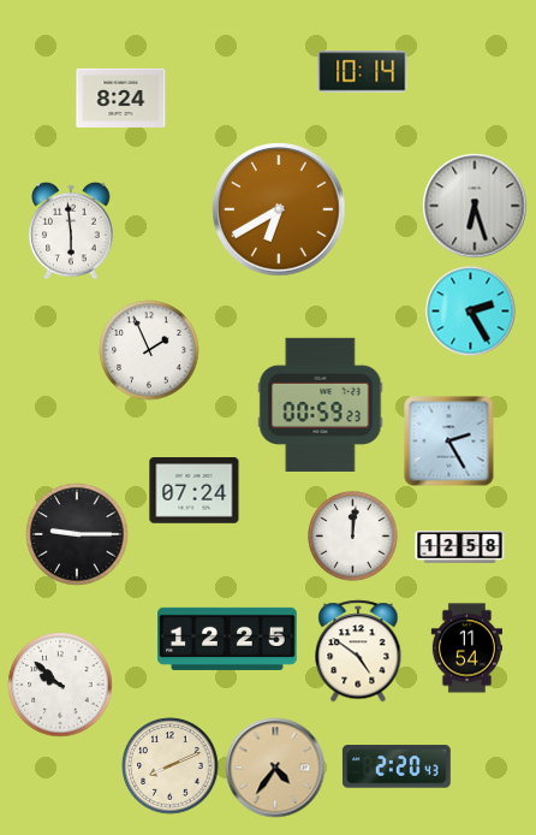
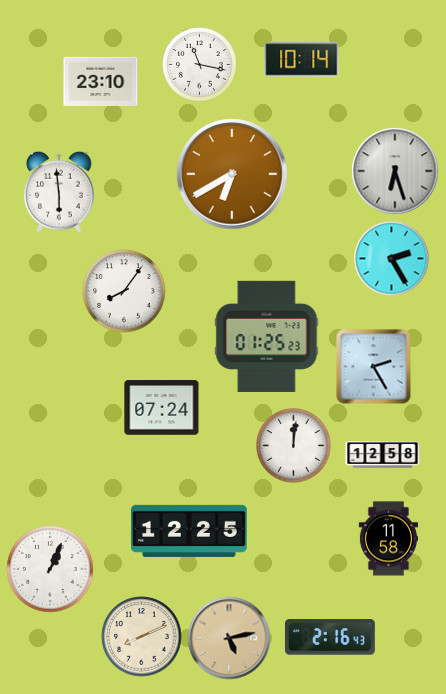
clock at (200, 65): none -> 11:17
clock at (121, 97): 8:24 -> 23:10
clock at (149, 350): 1:56 -> 8:06
clock at (321, 404): 00:59 -> 01:25
clock at (77, 534): 9:15 -> none
clock at (466, 649): 11:54 -> 11:58
clock at (358, 651): 4:51 -> none
clock at (60, 685): 9:52 -> 1:04
clock at (397, 766): 2:20 -> 2:16
clock at (275, 768): 4:36 -> 5:13
